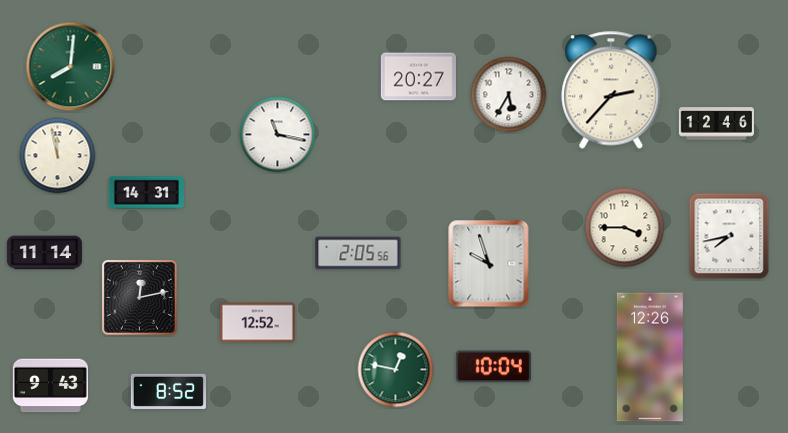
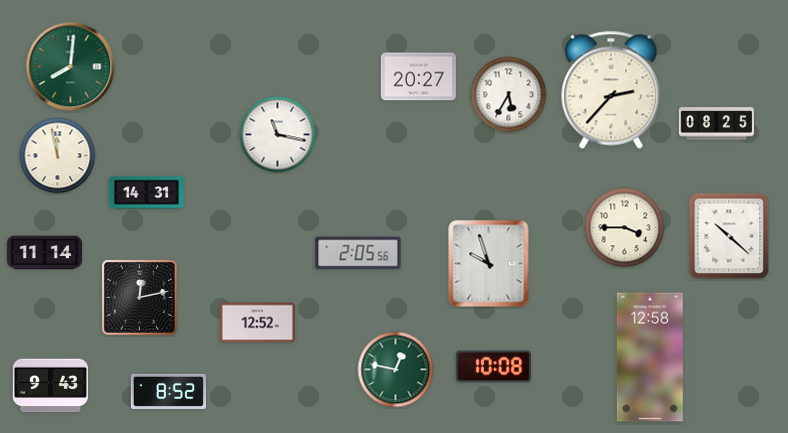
clock at (716, 124): 12:46 -> 08:25
clock at (729, 236): 7:43 -> 10:22
clock at (650, 357): 12:26 -> 12:58
clock at (493, 367): 10:04 -> 10:08
